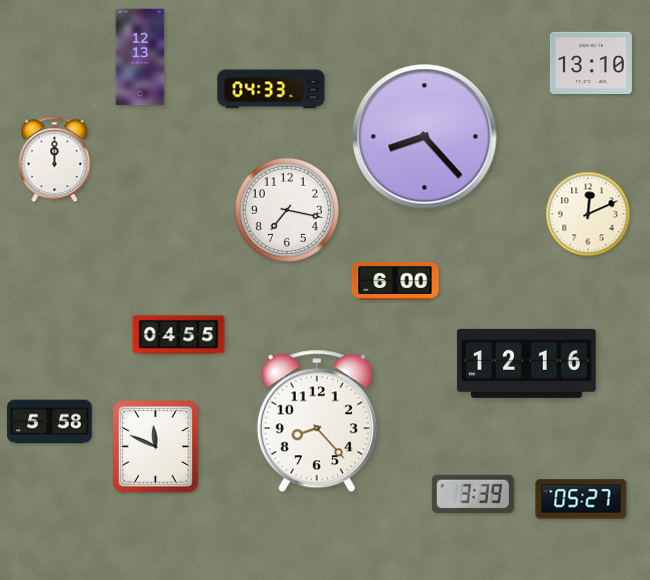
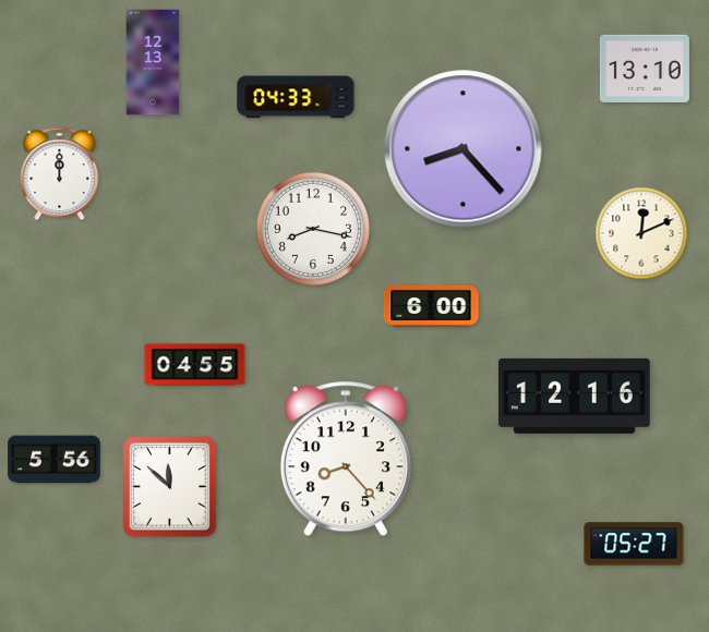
clock at (287, 210): 7:17 -> 8:17
clock at (50, 422): 5:58 -> 5:56
clock at (156, 447): 11:49 -> 11:52
clock at (473, 494): 3:39 -> none
